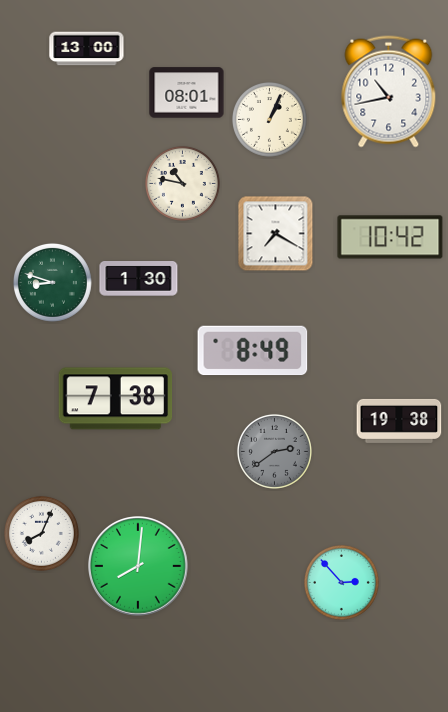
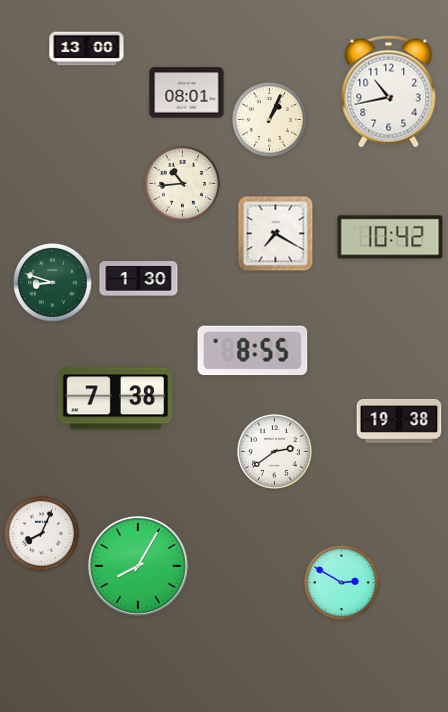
clock at (182, 183): 10:47 -> 10:44
clock at (253, 351): 8:49 -> 8:55
clock at (274, 451) dial: grey -> white
clock at (139, 567): 8:01 -> 8:05
clock at (341, 582): 2:53 -> 2:50
